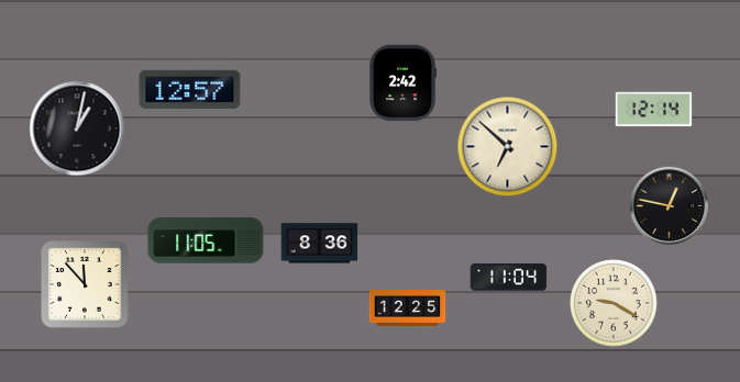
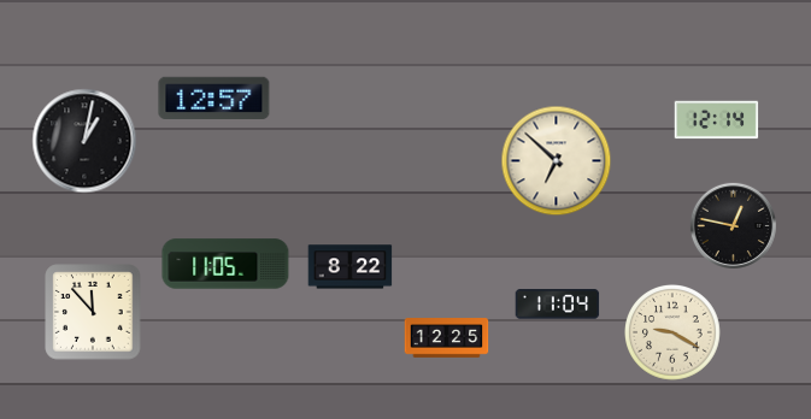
clock at (402, 83): 2:42 -> none
clock at (190, 90) position: (190, 90) -> (214, 99)
clock at (320, 244): 8:36 -> 8:22
